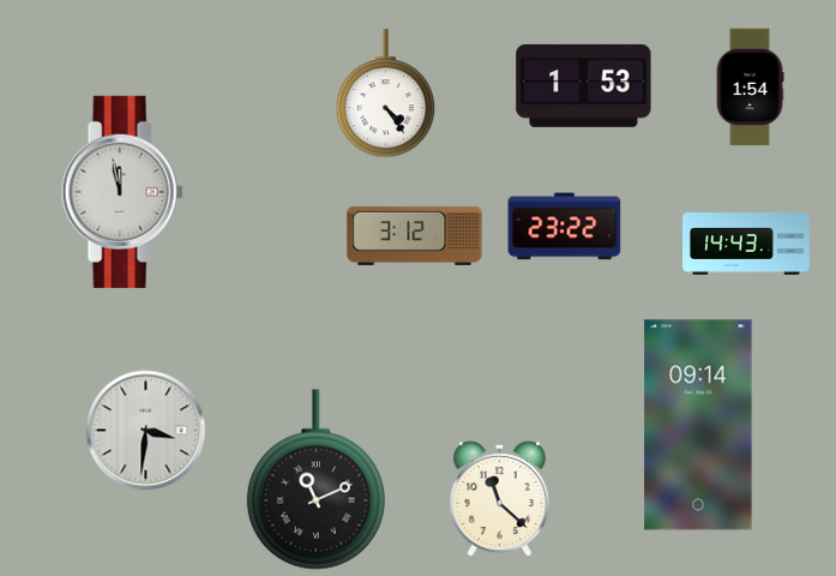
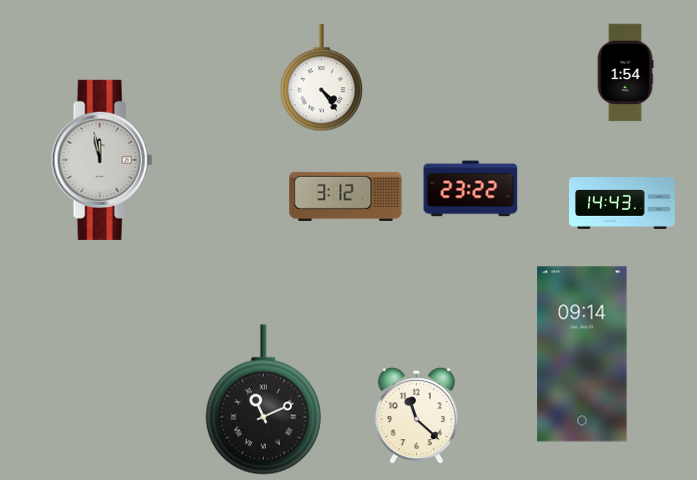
clock at (584, 85): 1:53 -> none
clock at (146, 431): 3:31 -> none
